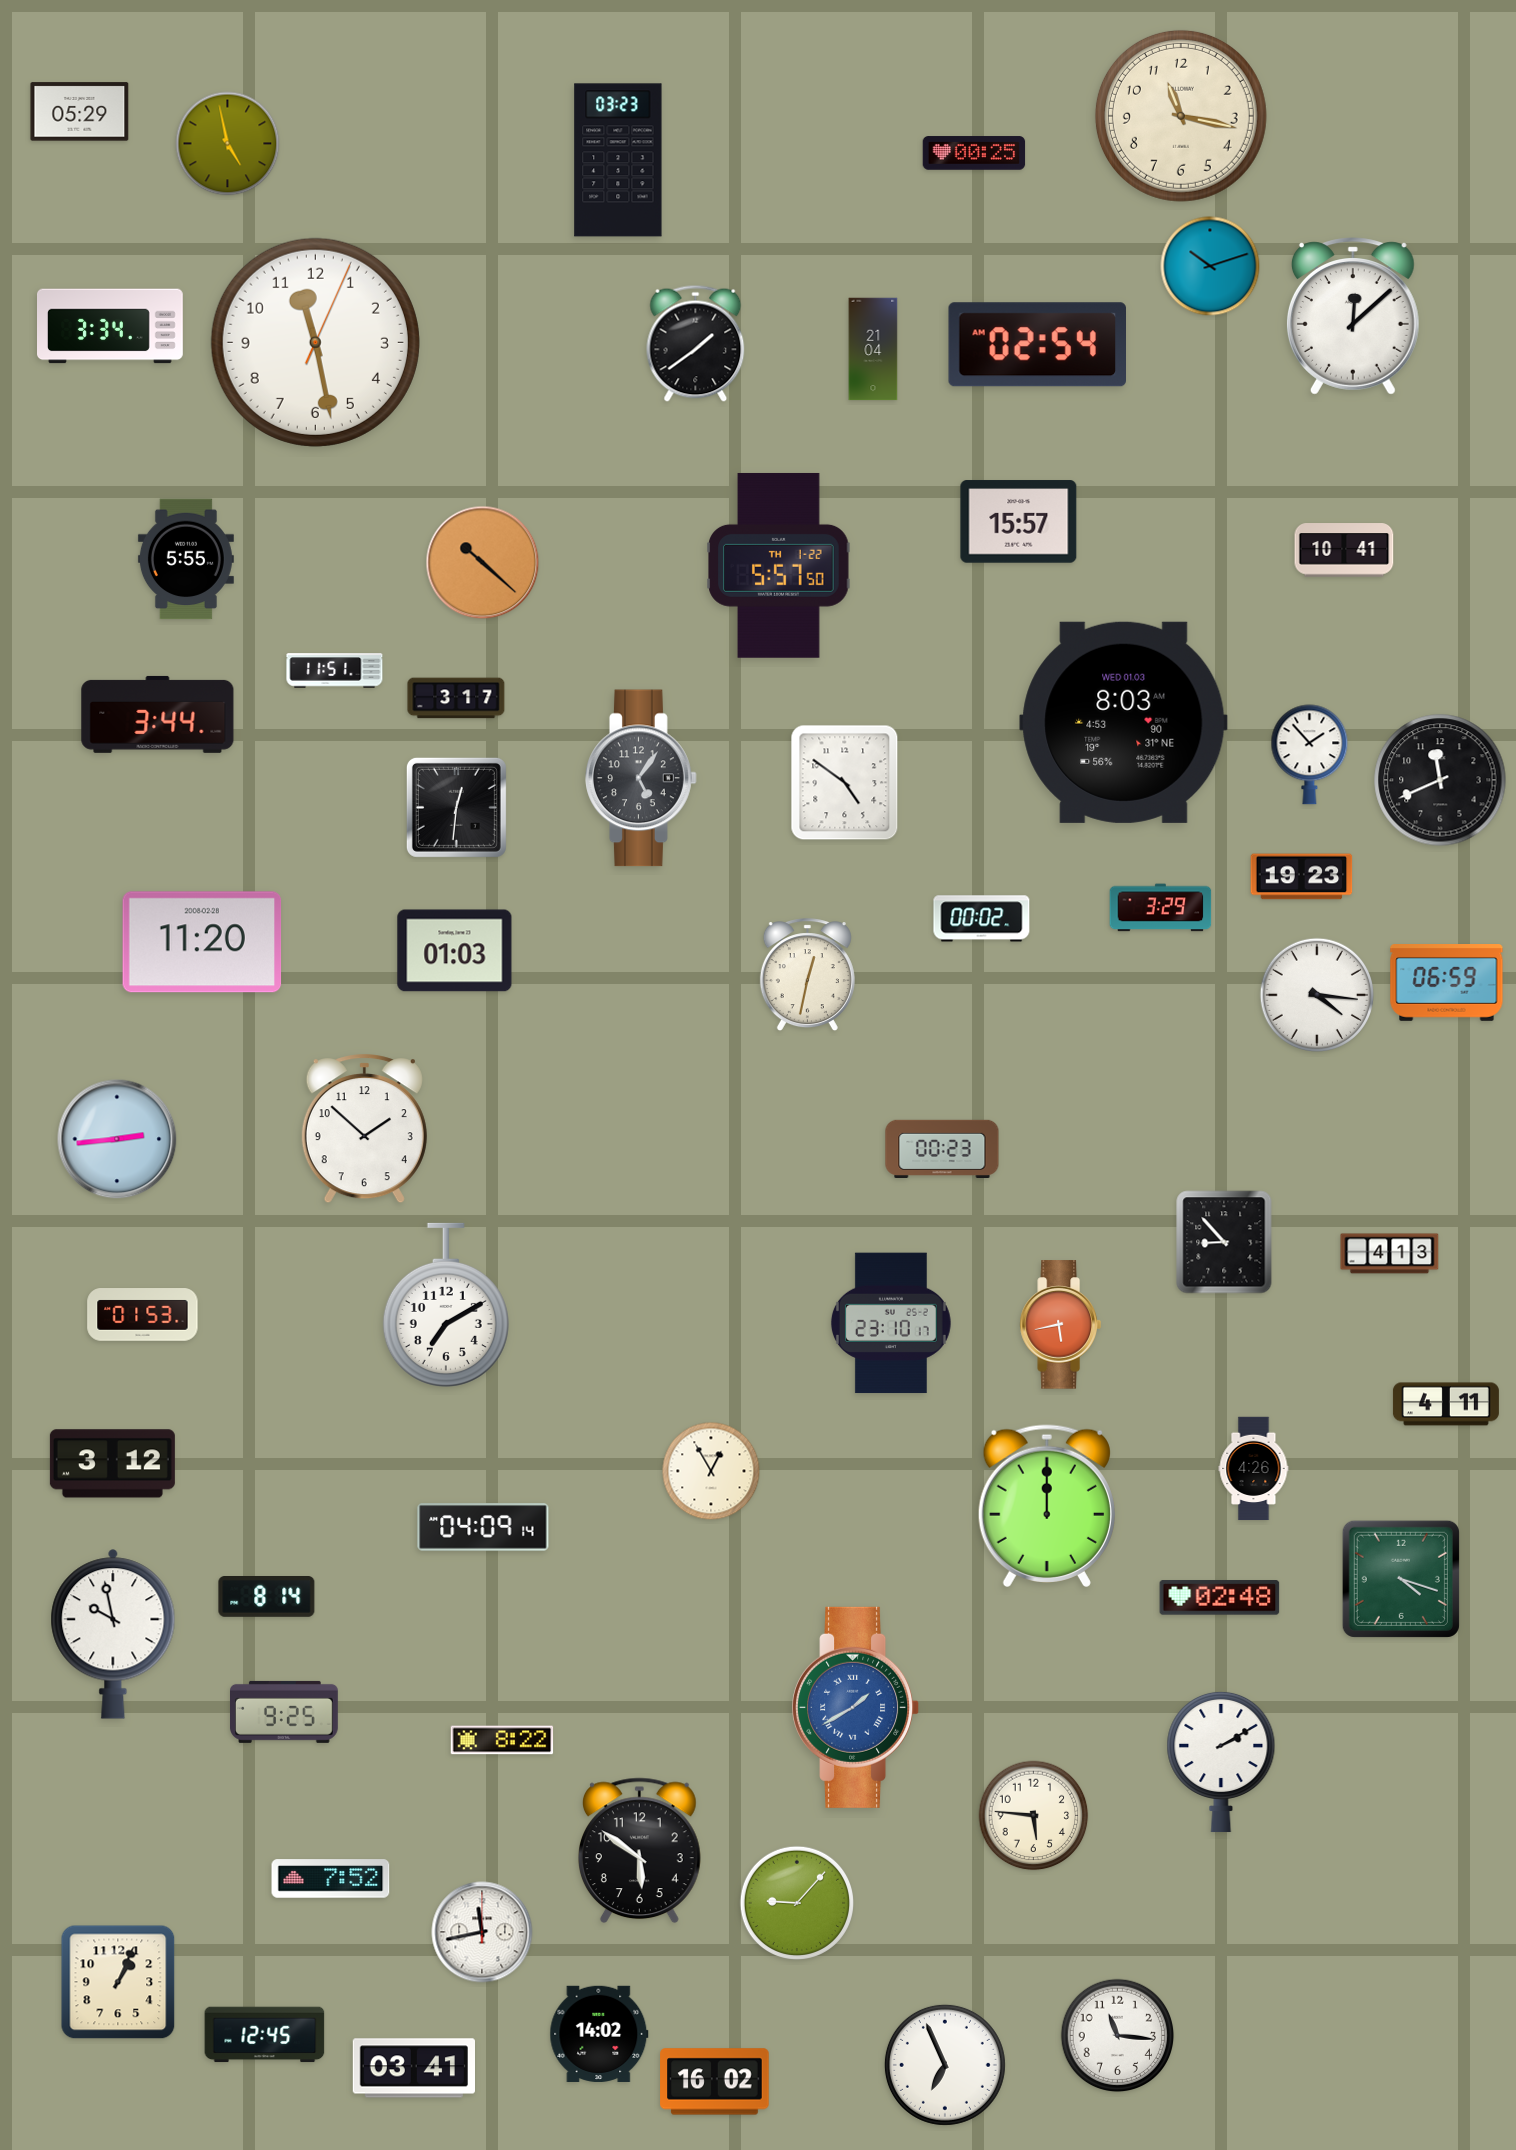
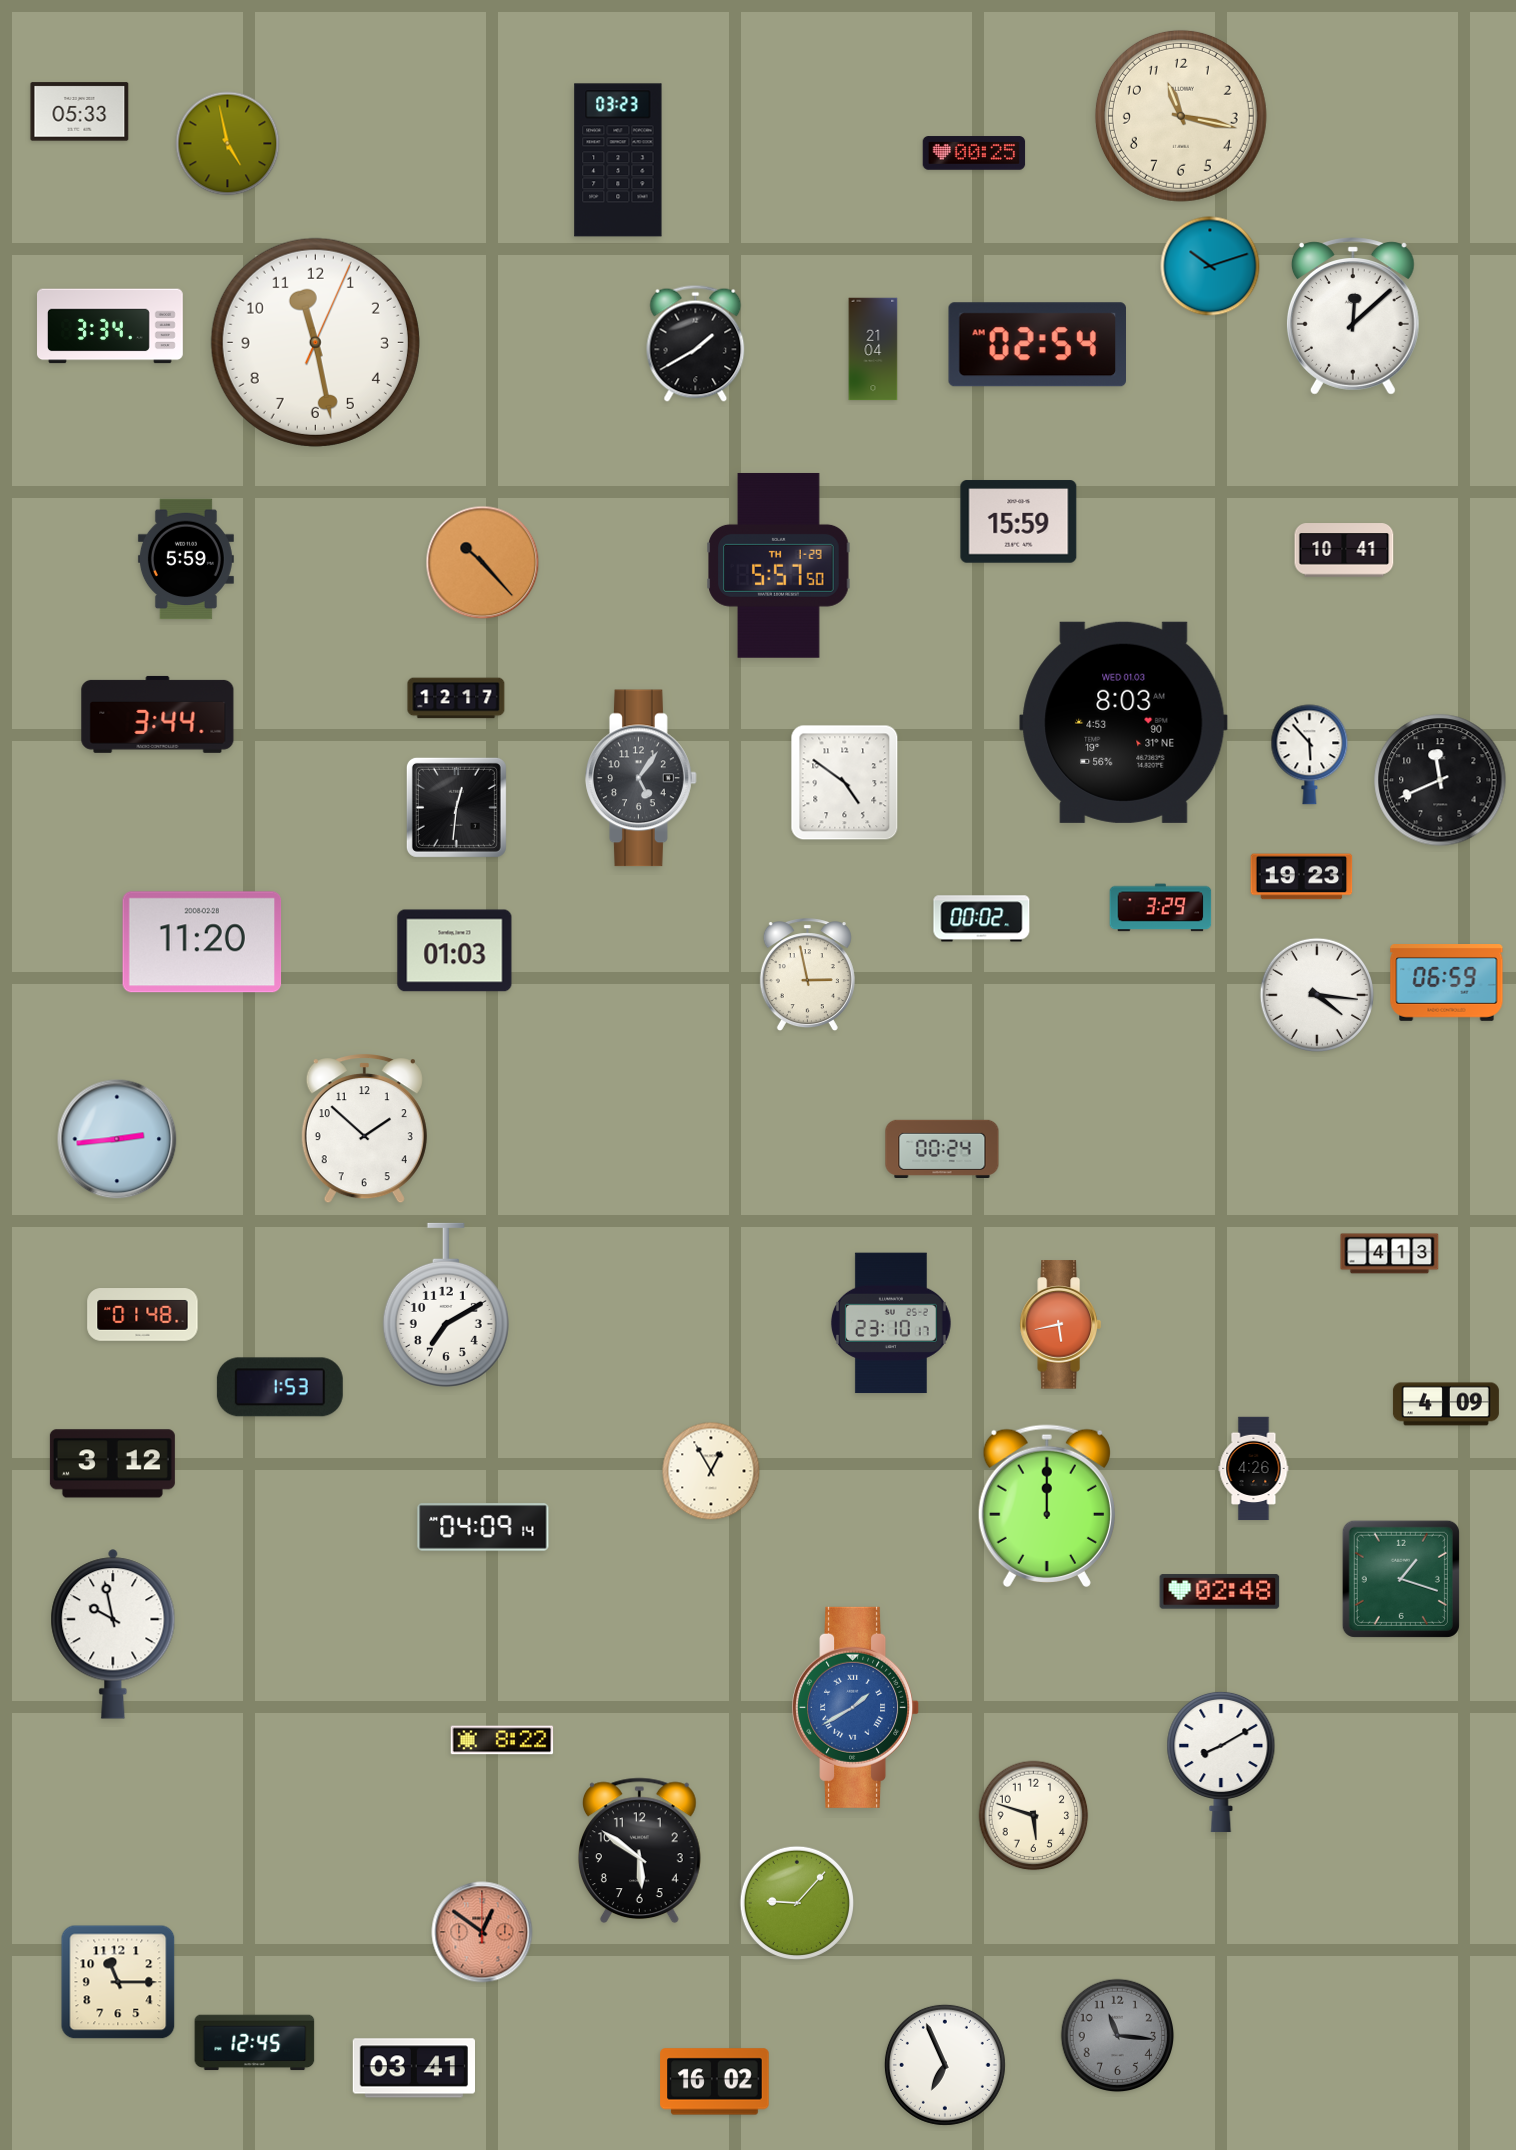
clock at (80, 112): 05:29 -> 05:33
clock at (696, 343): 1:39 -> 1:40
clock at (1019, 522): 15:57 -> 15:59
clock at (186, 559): 5:55 -> 5:59
clock at (483, 563): 10:22 -> 10:23
clock at (779, 565) date: TH 1-22 -> TH 1-29
clock at (335, 671): 11:51 -> none
clock at (456, 698): 3:17 -> 12:17
clock at (1310, 755): 1:53 -> 5:53
clock at (807, 975): 12:32 -> 2:58
clock at (942, 1148): 00:23 -> 00:24
clock at (1224, 1242): 8:53 -> none
clock at (143, 1315): 01:53 -> 01:48
clock at (280, 1387): none -> 1:53
clock at (1446, 1404): 4:11 -> 4:09
clock at (1401, 1579): 4:18 -> 1:18
clock at (267, 1597): 8:14 -> none
clock at (1220, 1598) position: (1220, 1598) -> (1220, 1592)
clock at (285, 1712): 9:25 -> none
clock at (1221, 1762): 2:10 -> 8:10
clock at (1034, 1816): 5:46 -> 5:48
clock at (331, 1879): 7:52 -> none
clock at (482, 1932): 11:43 -> 12:51
clock at (482, 1932) dial: white -> salmon
clock at (118, 1982): 1:04 -> 11:15
clock at (599, 2034): 14:02 -> none
clock at (265, 2035) position: (265, 2035) -> (255, 2043)
clock at (1118, 2036) dial: white -> grey
